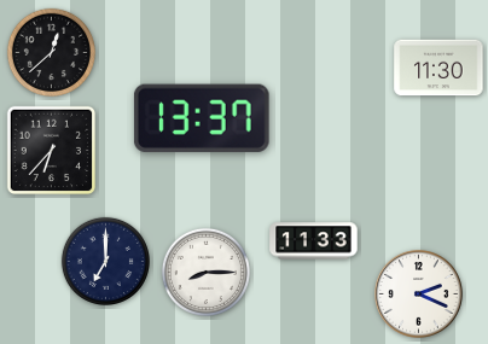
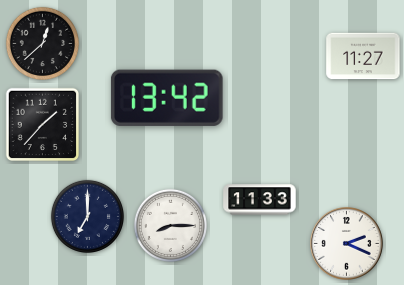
clock at (438, 68): 11:30 -> 11:27
clock at (202, 118): 13:37 -> 13:42
clock at (52, 151): 6:37 -> 1:37
